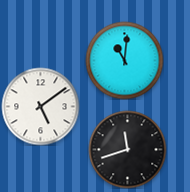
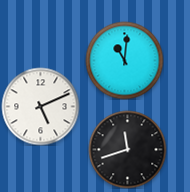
clock at (40, 106): 5:09 -> 5:11
